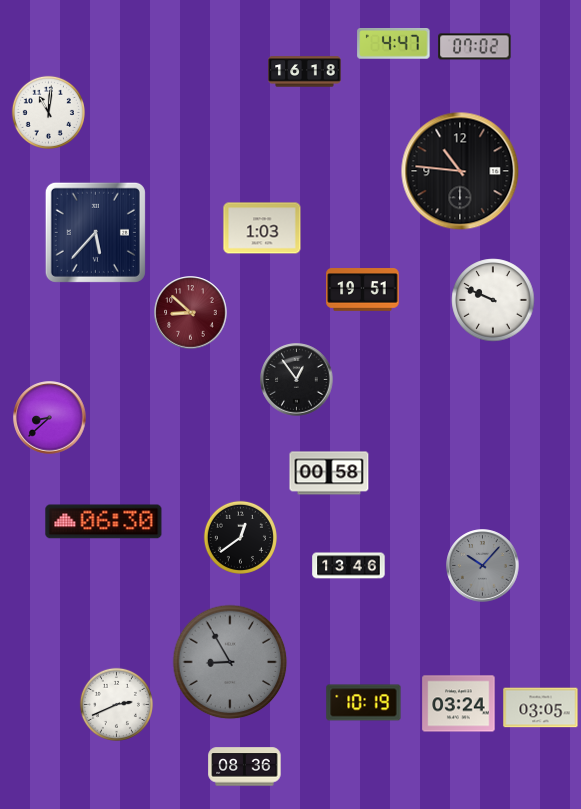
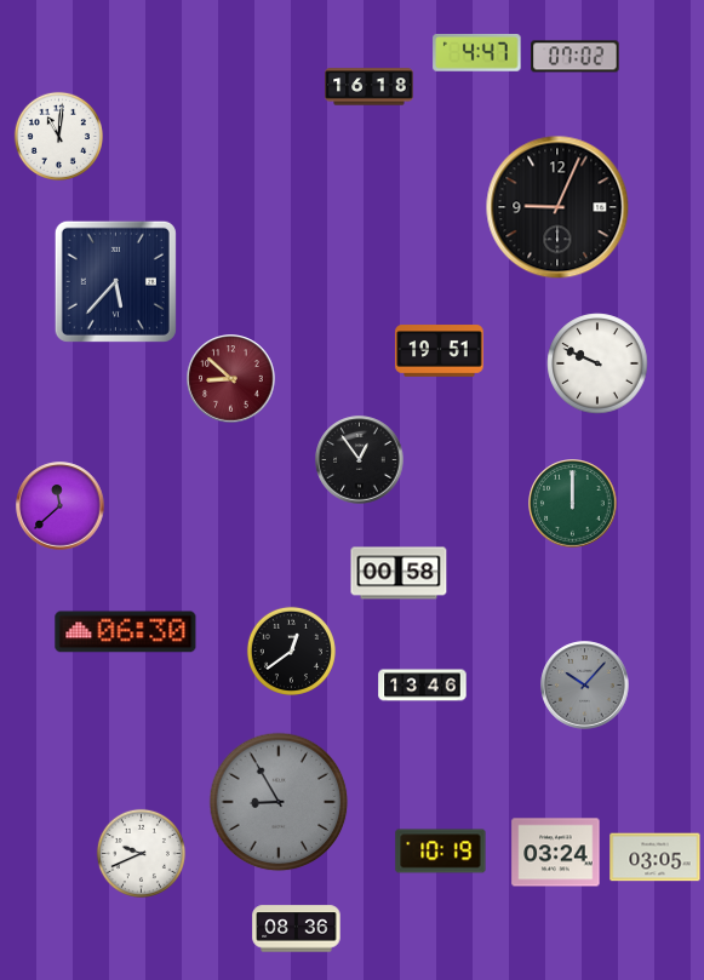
clock at (460, 171): 10:46 -> 9:04
clock at (262, 228): 1:03 -> none
clock at (573, 504): none -> 12:00
clock at (50, 418): 8:38 -> 11:38
clock at (116, 704): 2:41 -> 9:41
